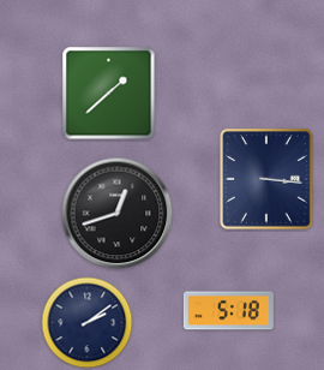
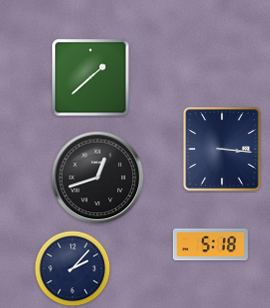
clock at (228, 311) position: (228, 311) -> (210, 245)
clock at (88, 323): 2:09 -> 2:07
